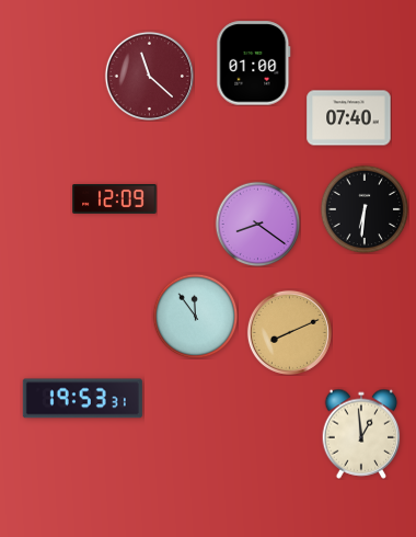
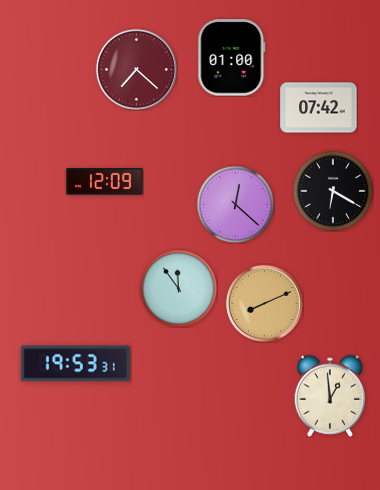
clock at (149, 76): 11:22 -> 7:22
clock at (349, 118): 07:40 -> 07:42
clock at (365, 209): 6:31 -> 6:20
clock at (257, 224): 8:21 -> 12:22
